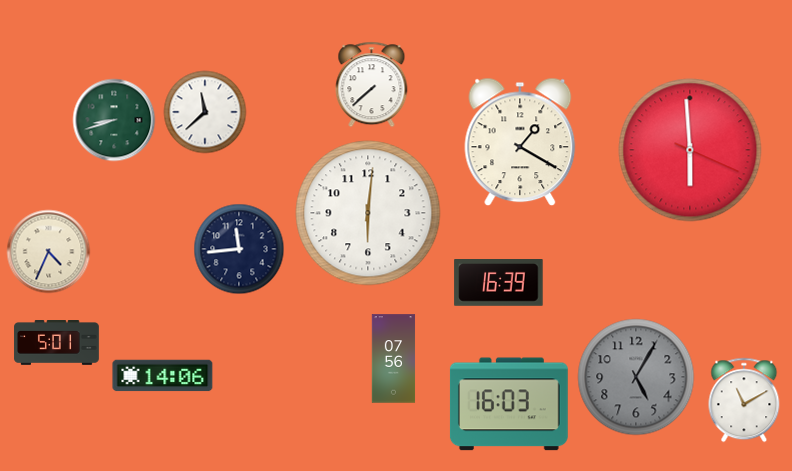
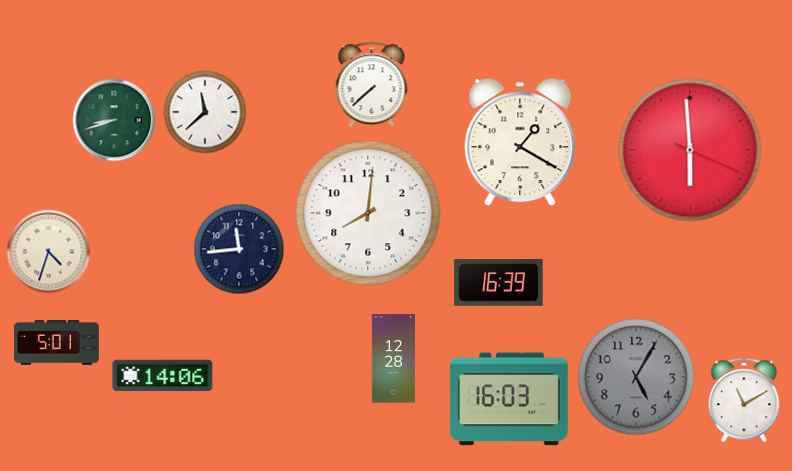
clock at (368, 213): 6:01 -> 8:01
clock at (49, 252): 4:34 -> 4:33
clock at (394, 359): 07:56 -> 12:28
clock at (509, 404) position: (509, 404) -> (509, 399)
